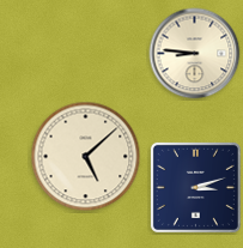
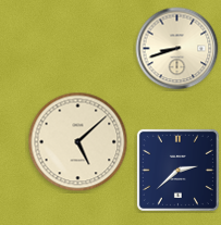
clock at (195, 54): 8:46 -> 8:42
clock at (195, 187): 3:12 -> 2:38
